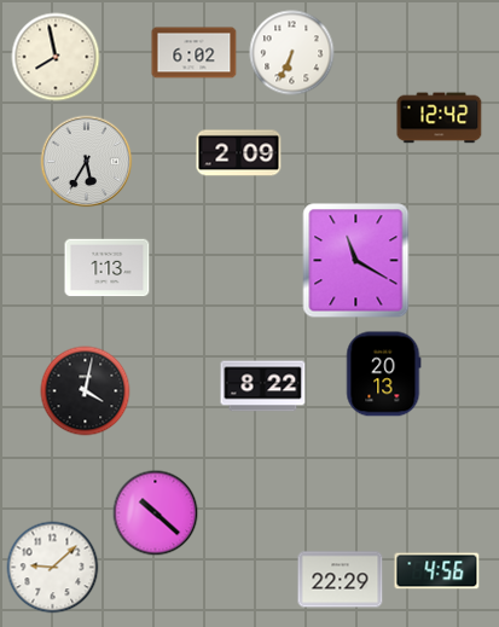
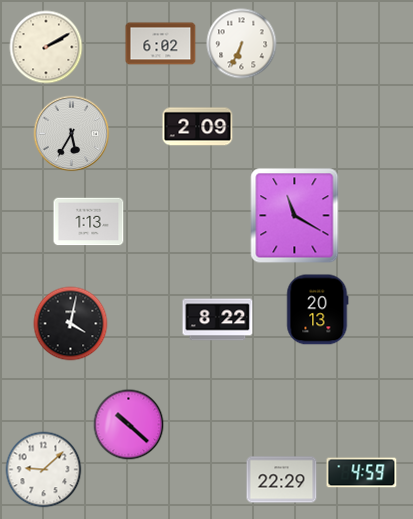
clock at (56, 57): 7:58 -> 2:10
clock at (440, 118): 12:42 -> none
clock at (437, 571): 4:56 -> 4:59
